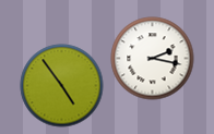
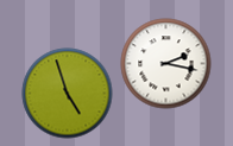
clock at (62, 86): 4:54 -> 4:57
